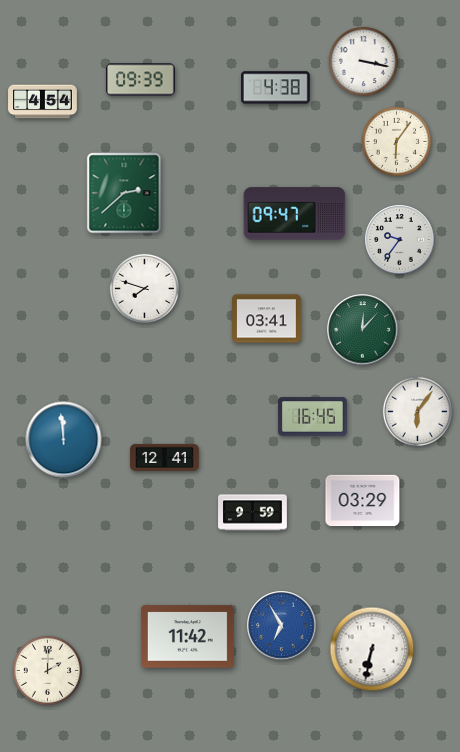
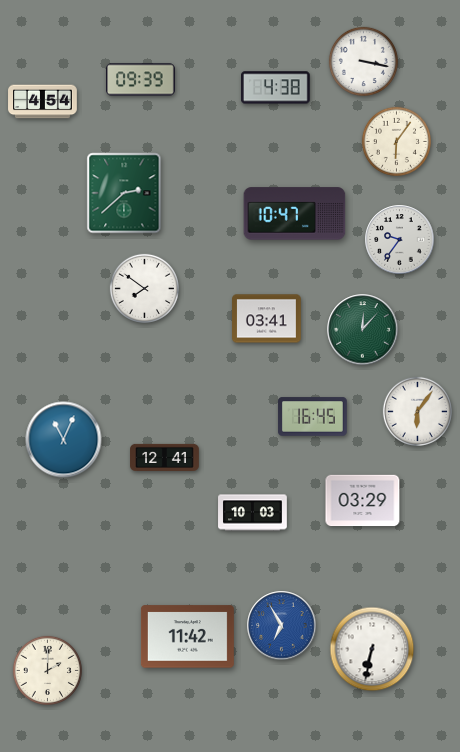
clock at (295, 214): 09:47 -> 10:47
clock at (144, 288): 7:48 -> 7:51
clock at (64, 440): 11:59 -> 11:04
clock at (253, 513): 9:59 -> 10:03
